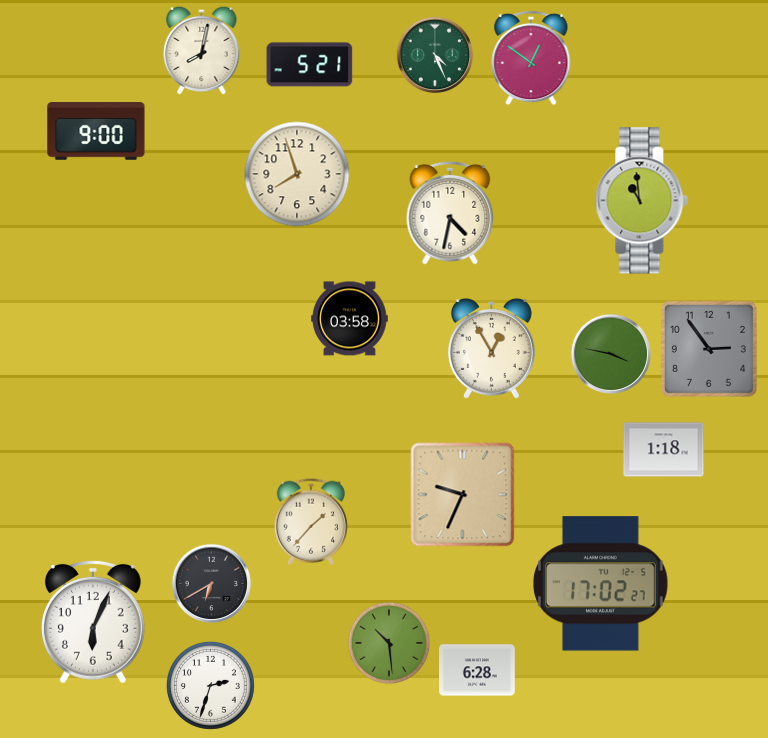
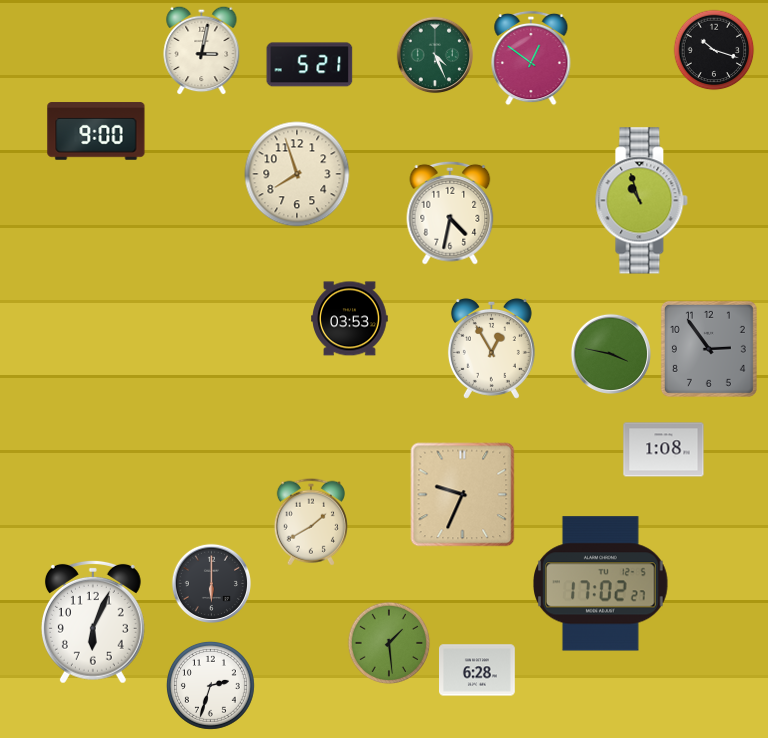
clock at (202, 50): 8:02 -> 3:02
clock at (714, 50): none -> 10:18
clock at (642, 201): 10:59 -> 10:57
clock at (350, 319): 03:58 -> 03:53
clock at (664, 450): 1:18 -> 1:08
clock at (311, 522): 1:37 -> 1:40
clock at (211, 583): 6:40 -> 6:00
clock at (389, 643): 10:29 -> 1:29
